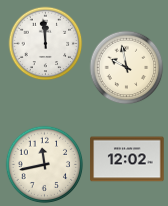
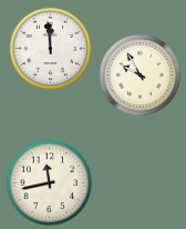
clock at (127, 68): 9:58 -> 9:55
clock at (127, 159): 12:02 -> none
